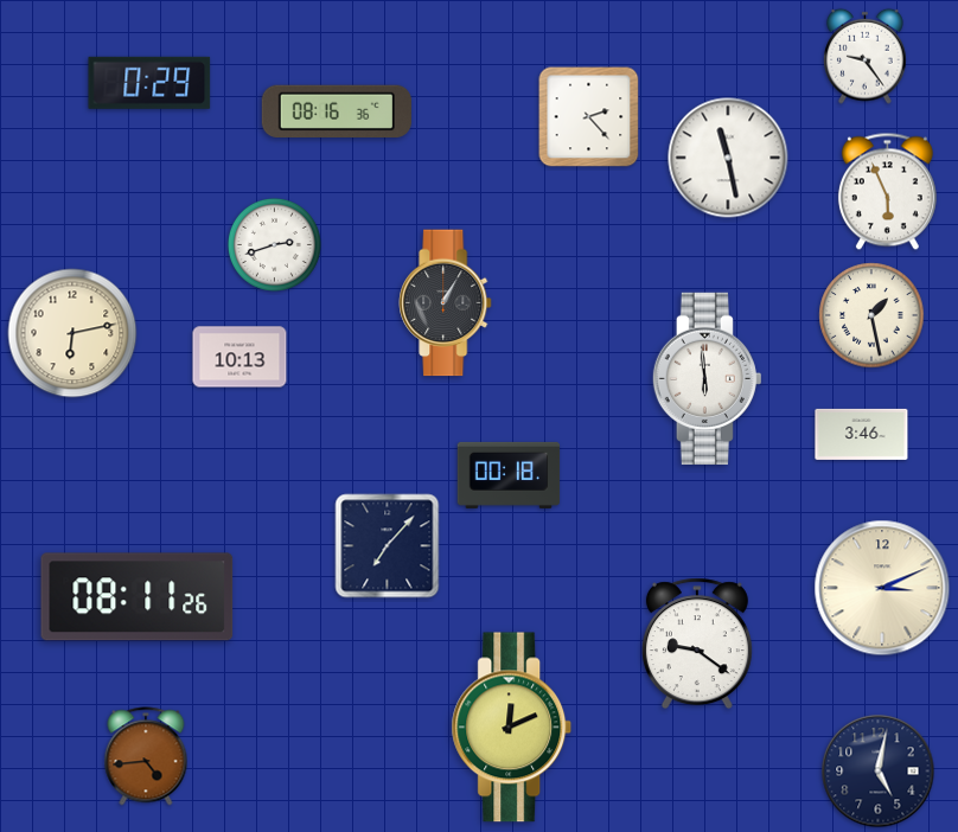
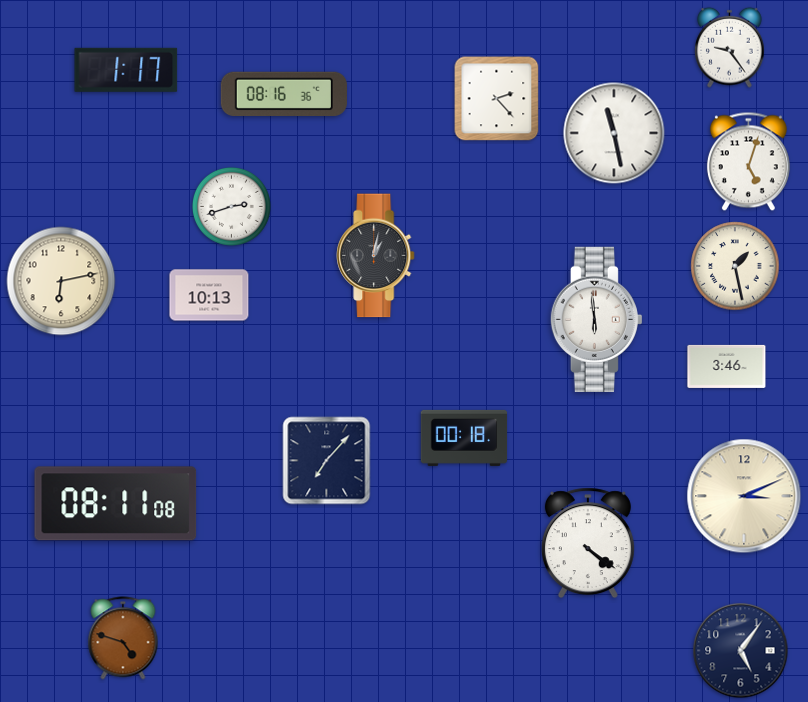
clock at (149, 83): 0:29 -> 1:17
clock at (887, 192): 5:56 -> 5:03
clock at (446, 303): 1:05 -> 1:02
clock at (239, 357) position: (239, 357) -> (209, 295)
clock at (509, 475) position: (509, 475) -> (464, 438)
clock at (138, 597): 08:11:26 -> 08:11:08
clock at (697, 644): 9:21 -> 4:21
clock at (512, 728): 12:11 -> none
clock at (146, 756): 4:44 -> 4:48
clock at (879, 772): 5:02 -> 5:06
